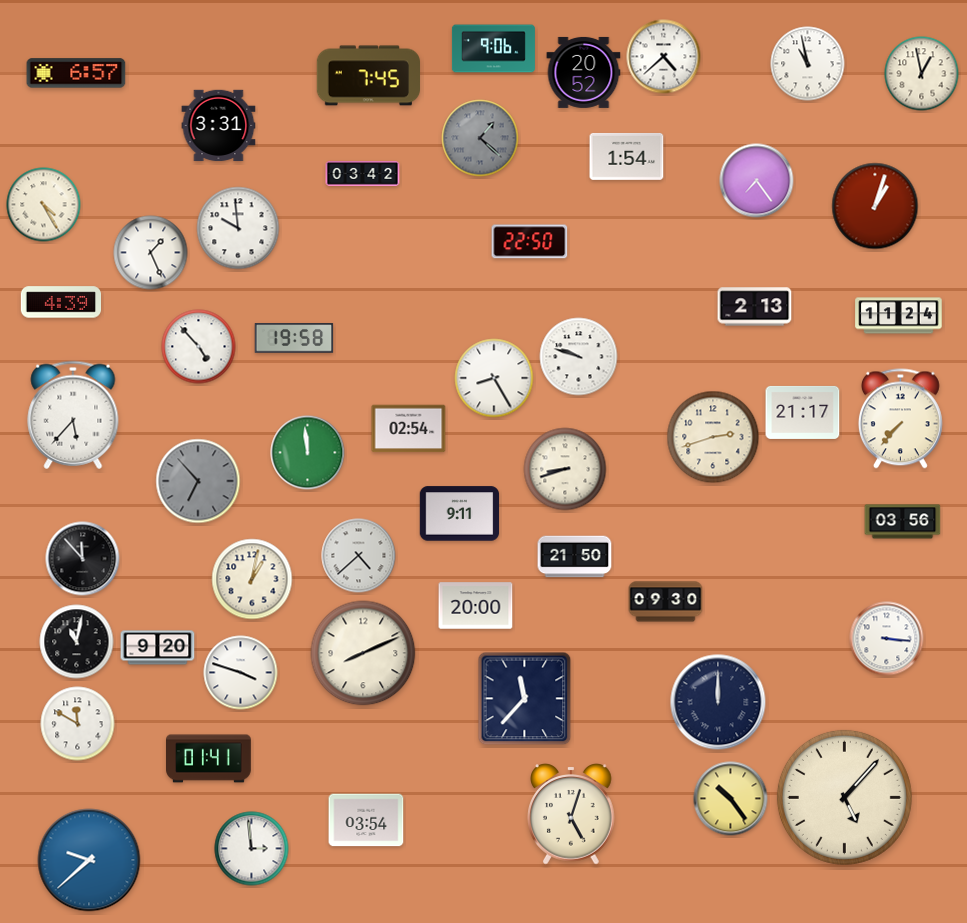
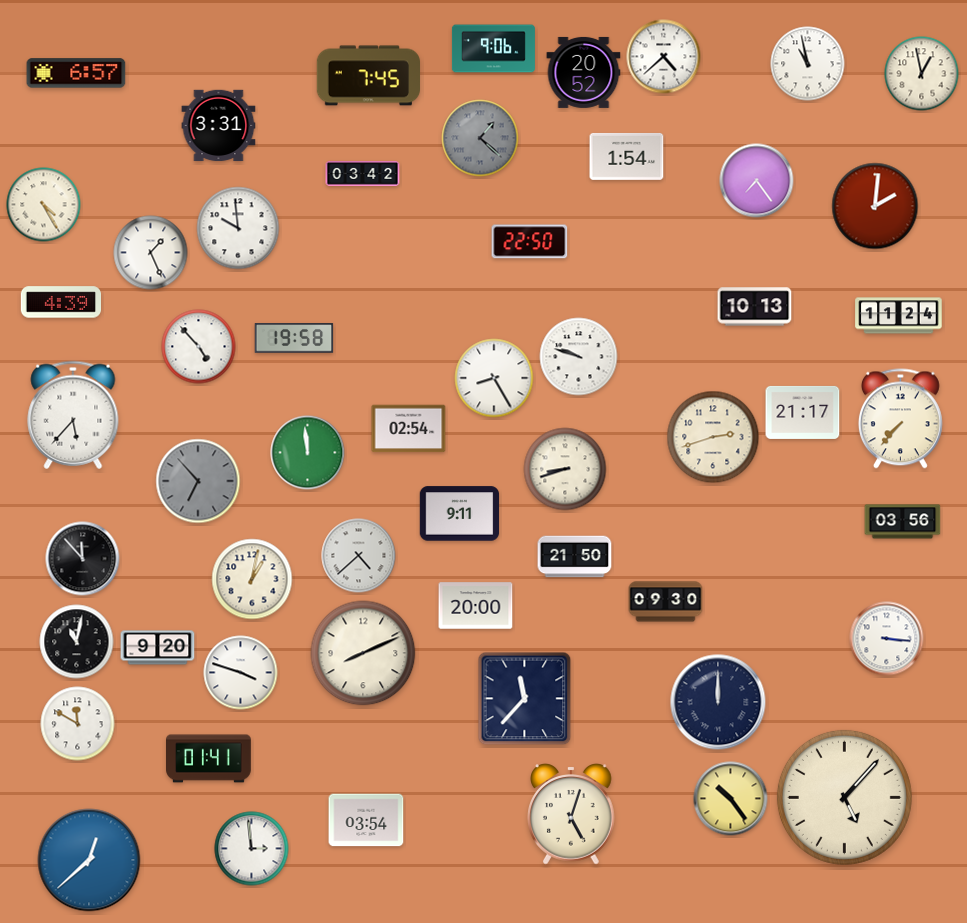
clock at (875, 206): 1:03 -> 2:01
clock at (755, 307): 2:13 -> 10:13
clock at (89, 860): 9:38 -> 12:38
